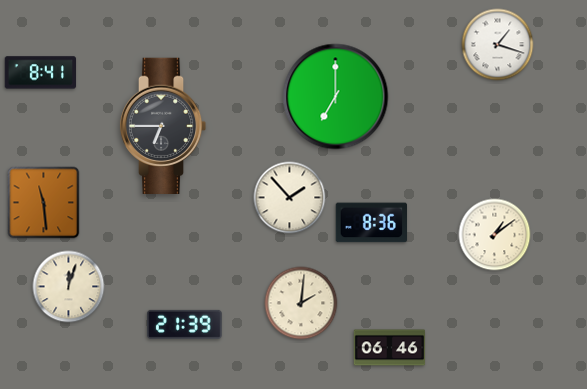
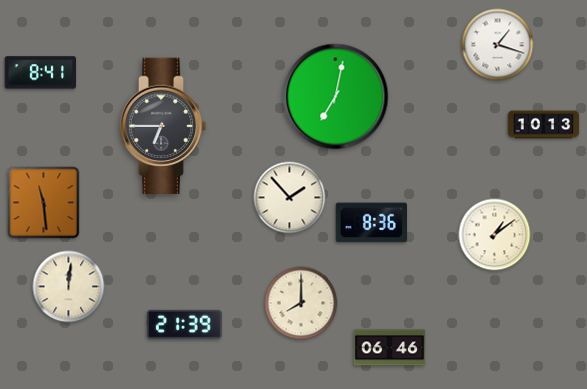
clock at (336, 97): 7:00 -> 7:02
clock at (544, 125): none -> 10:13
clock at (69, 287): 12:03 -> 12:01
clock at (301, 303): 2:01 -> 8:00
